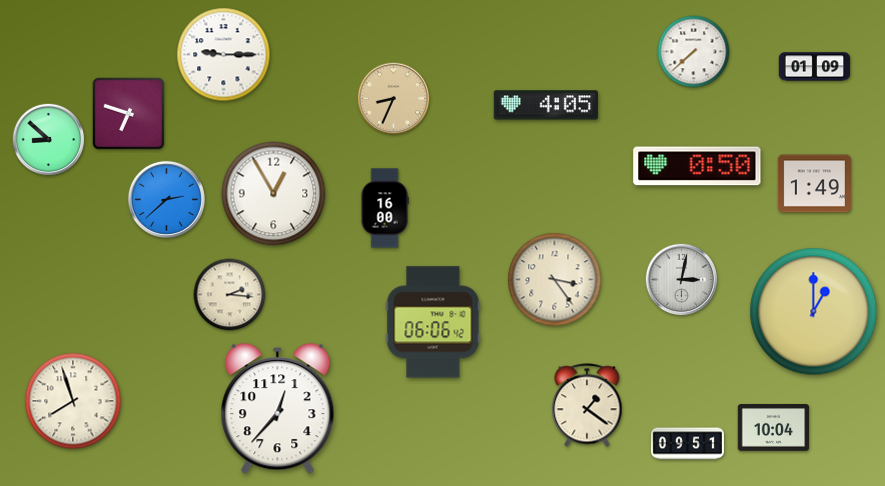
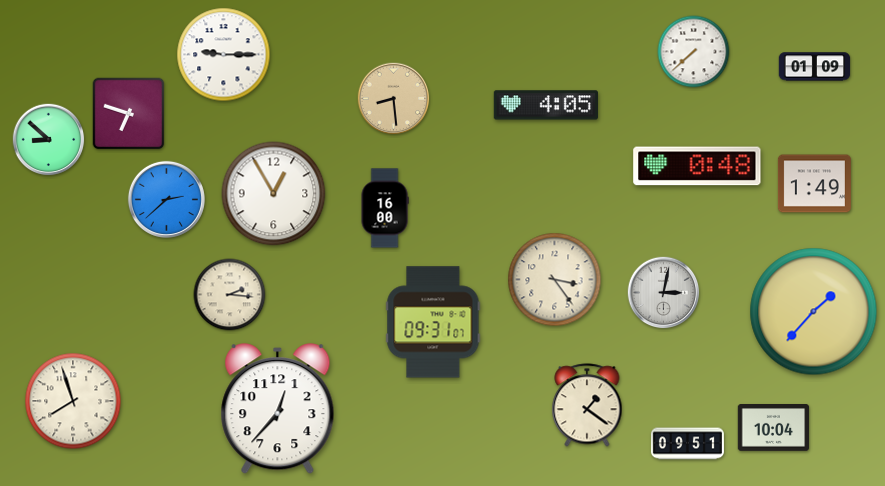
clock at (394, 99): 8:34 -> 8:29
clock at (697, 166): 0:50 -> 0:48
clock at (682, 280) position: (682, 280) -> (664, 293)
clock at (814, 312): 1:00 -> 1:37
clock at (433, 322): 06:06 -> 09:31
